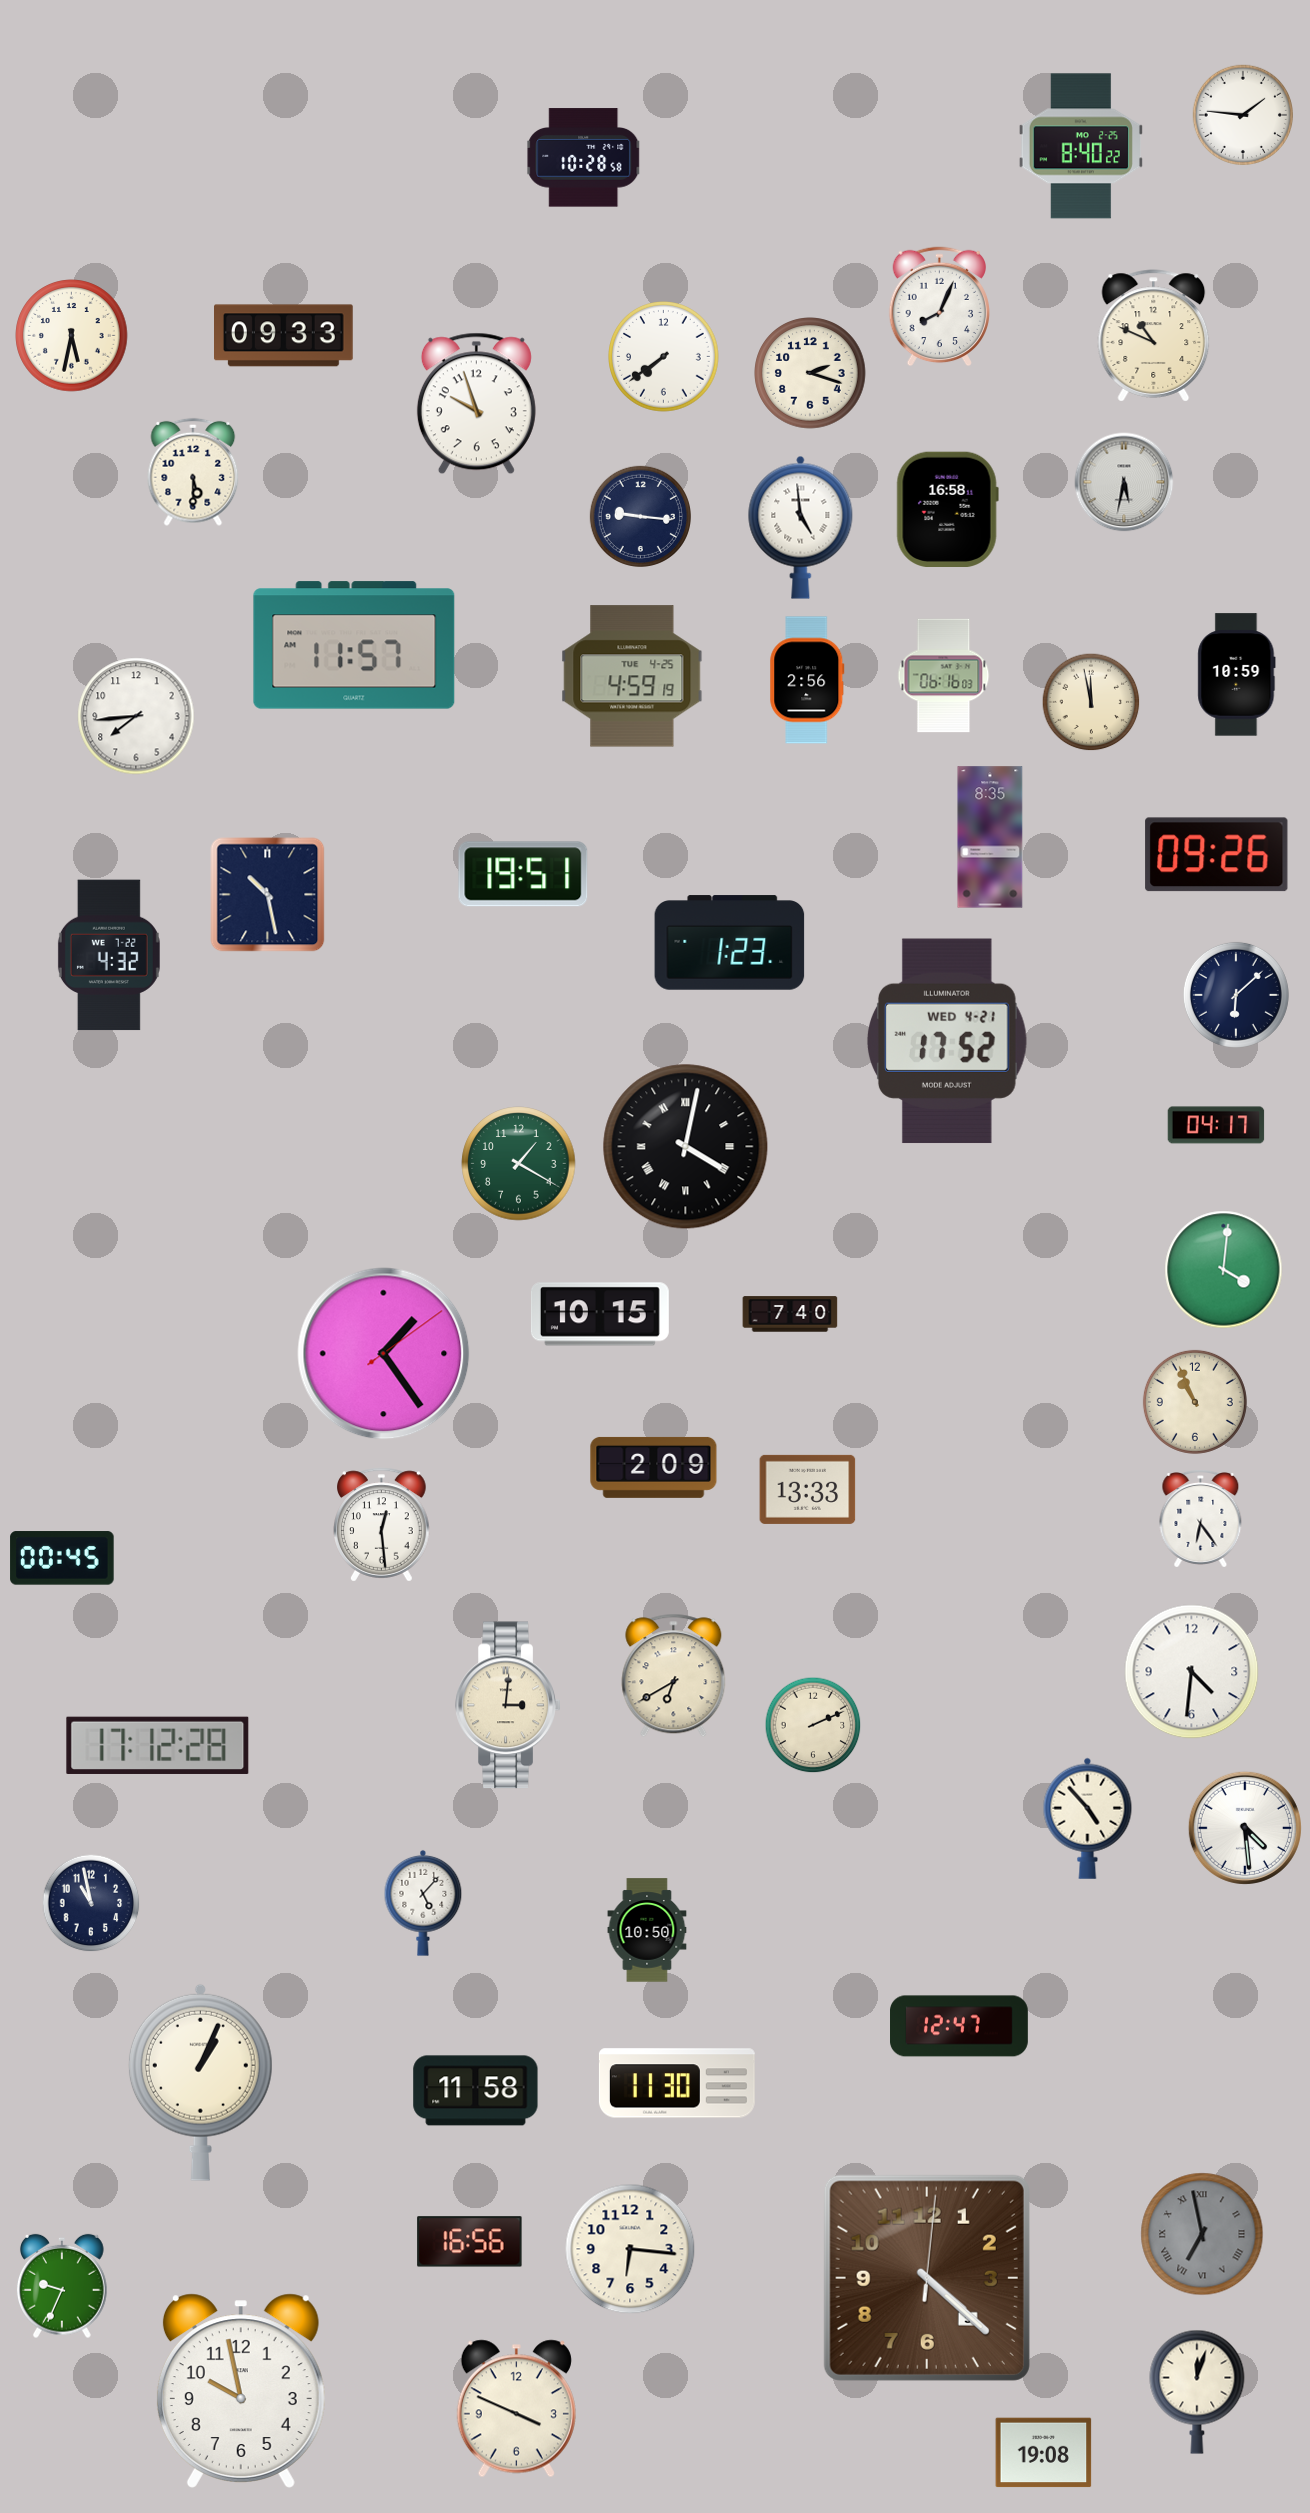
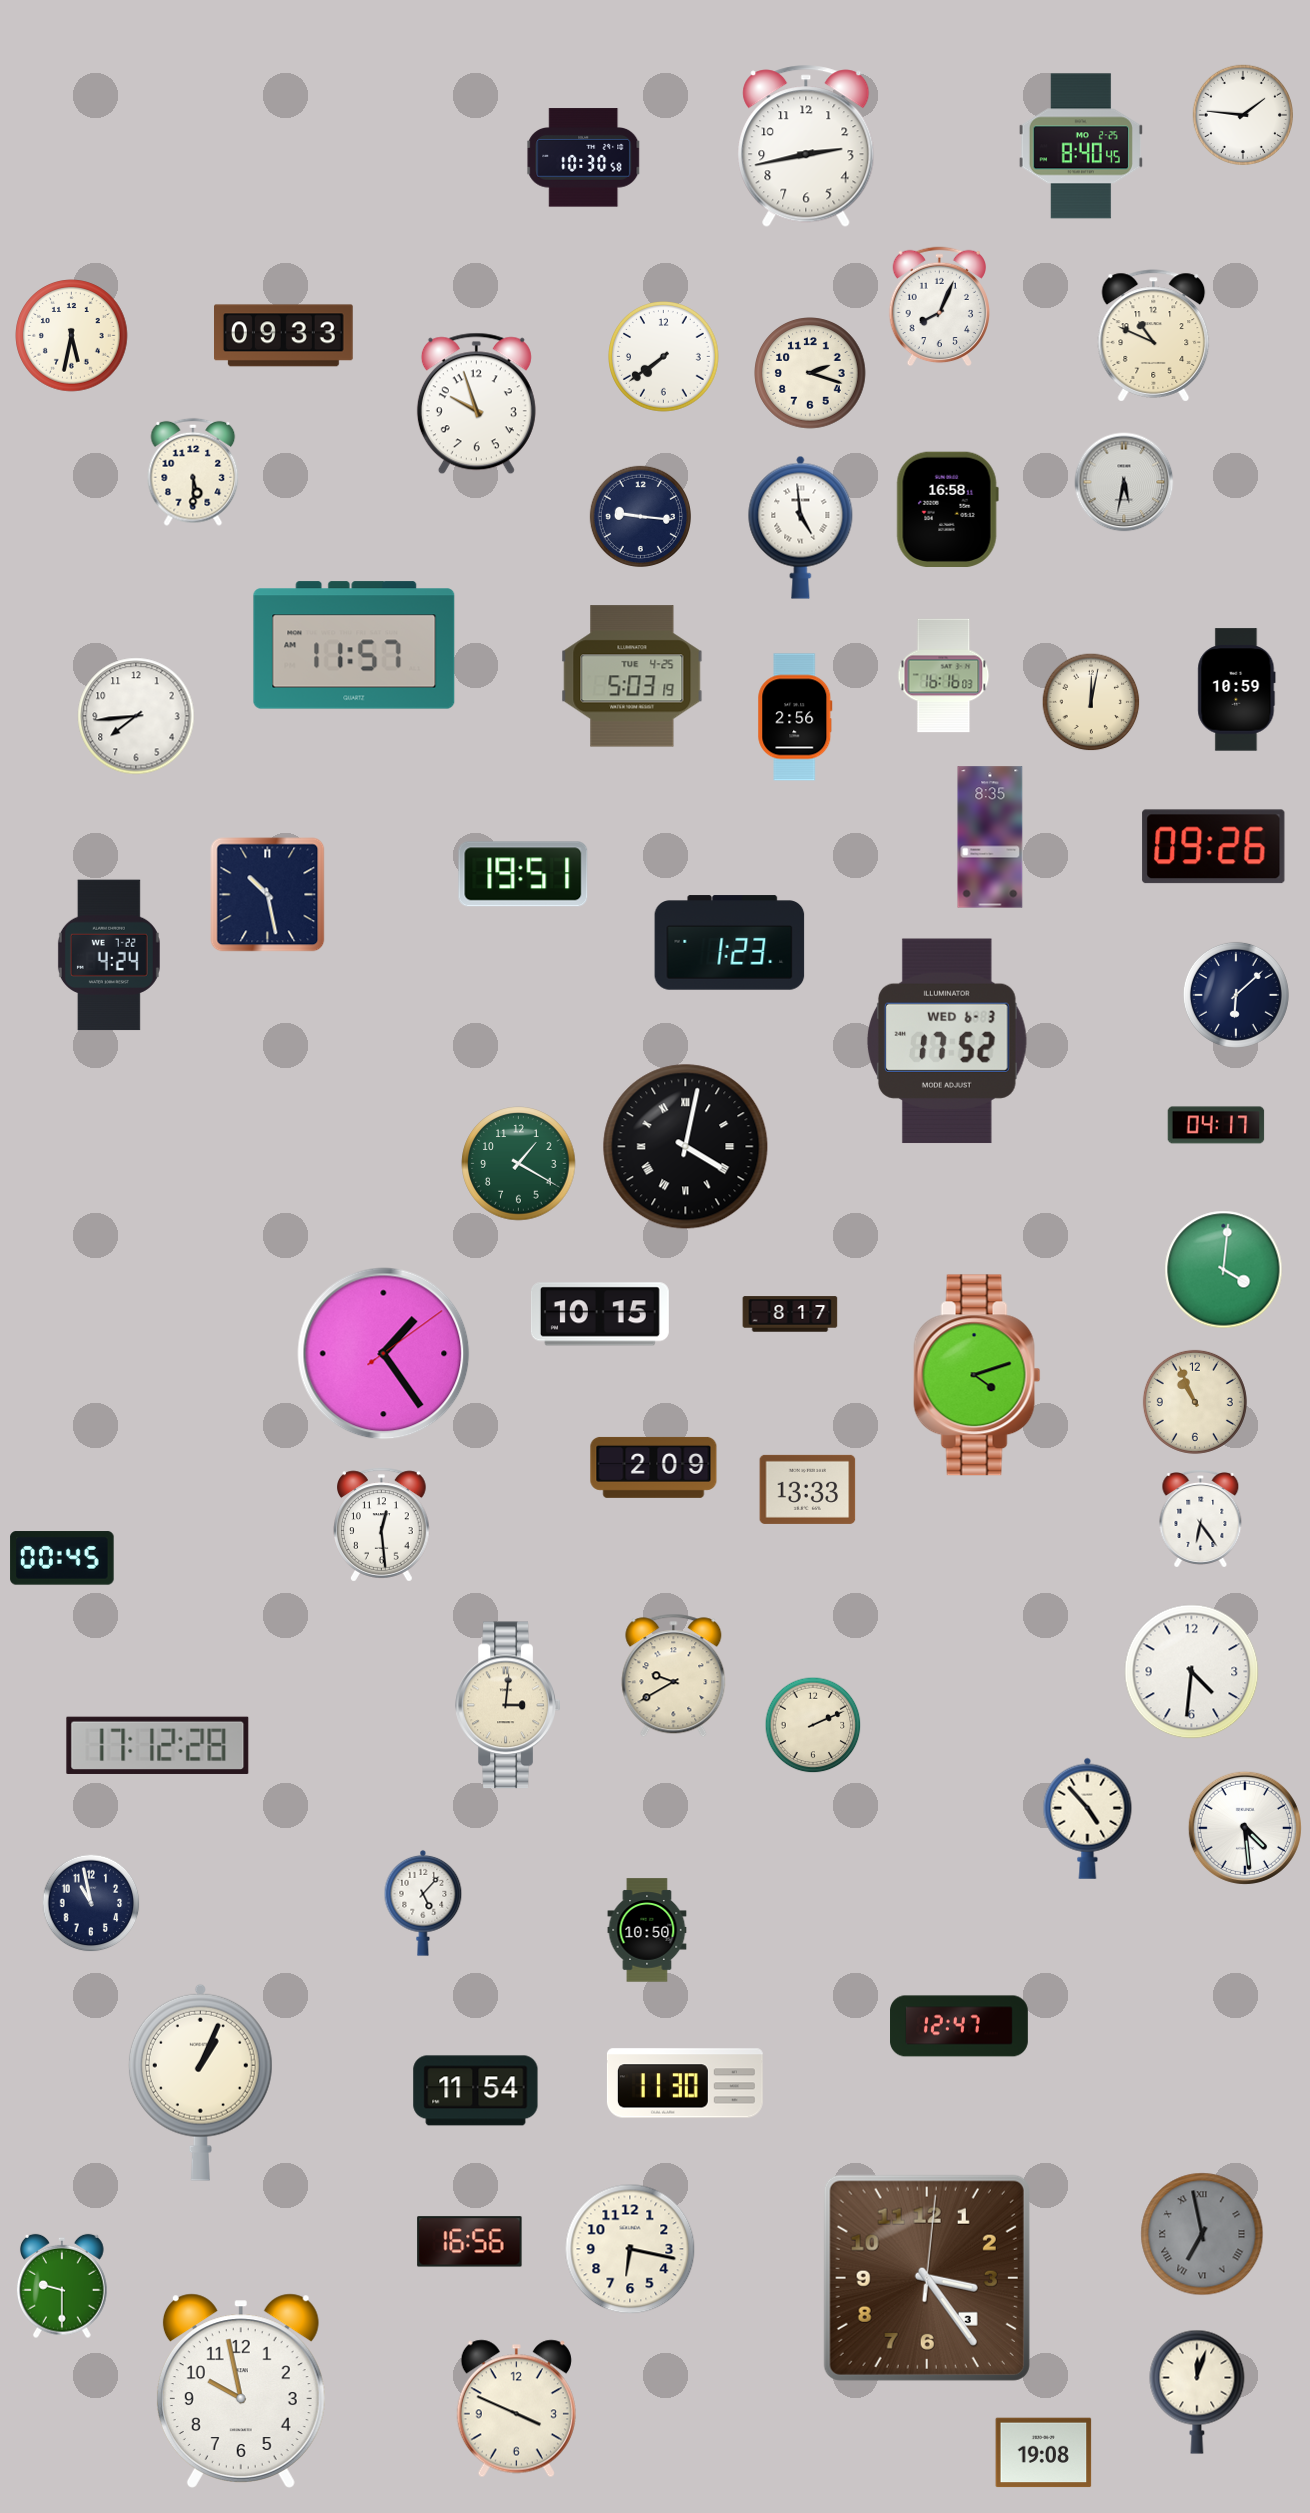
clock at (806, 146): none -> 2:43
clock at (1081, 146): 8:40:22 -> 8:40:45
clock at (584, 158): 10:28 -> 10:30
clock at (1237, 675) position: (1237, 675) -> (1237, 690)
clock at (632, 676): 4:59 -> 5:03
clock at (944, 676): 06:16 -> 16:16
clock at (807, 680) position: (807, 680) -> (795, 717)
clock at (1091, 702): 11:58 -> 12:02
clock at (1217, 855) position: (1217, 855) -> (1214, 847)
clock at (109, 955): 4:32 -> 4:24
clock at (947, 1041) date: WED 4-21 -> WED 6-3
clock at (790, 1314): 7:40 -> 8:17
clock at (977, 1375): none -> 4:12
clock at (674, 1676): 6:40 -> 9:40
clock at (677, 2083) position: (677, 2083) -> (685, 2083)
clock at (476, 2091): 11:58 -> 11:54
clock at (630, 2249): 6:16 -> 6:17
clock at (927, 2278): 4:22 -> 3:24
clock at (62, 2286): 9:34 -> 9:30
